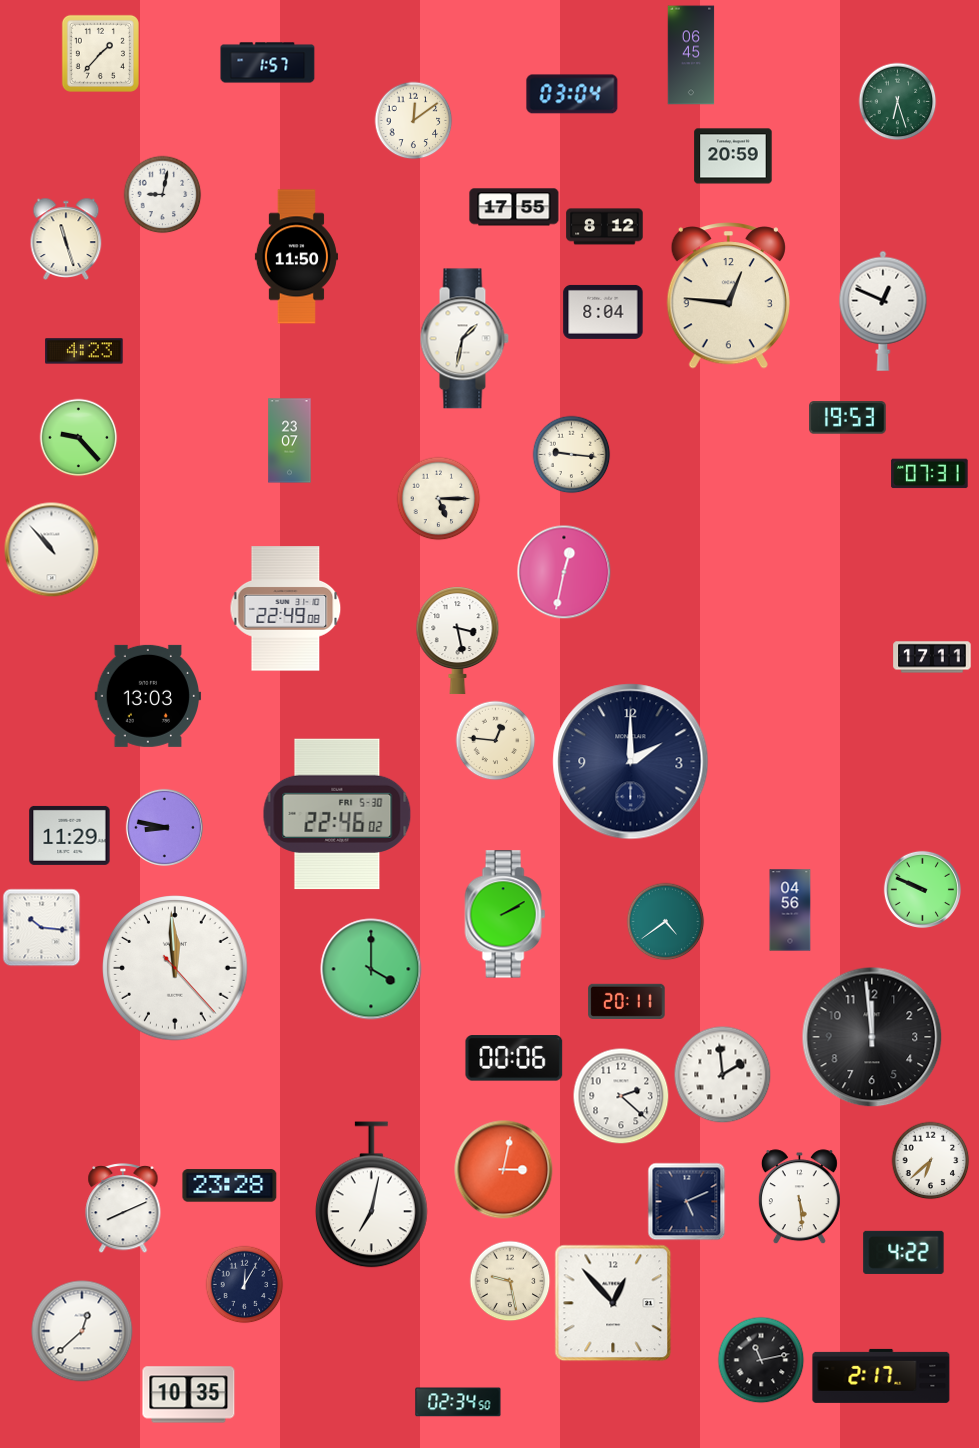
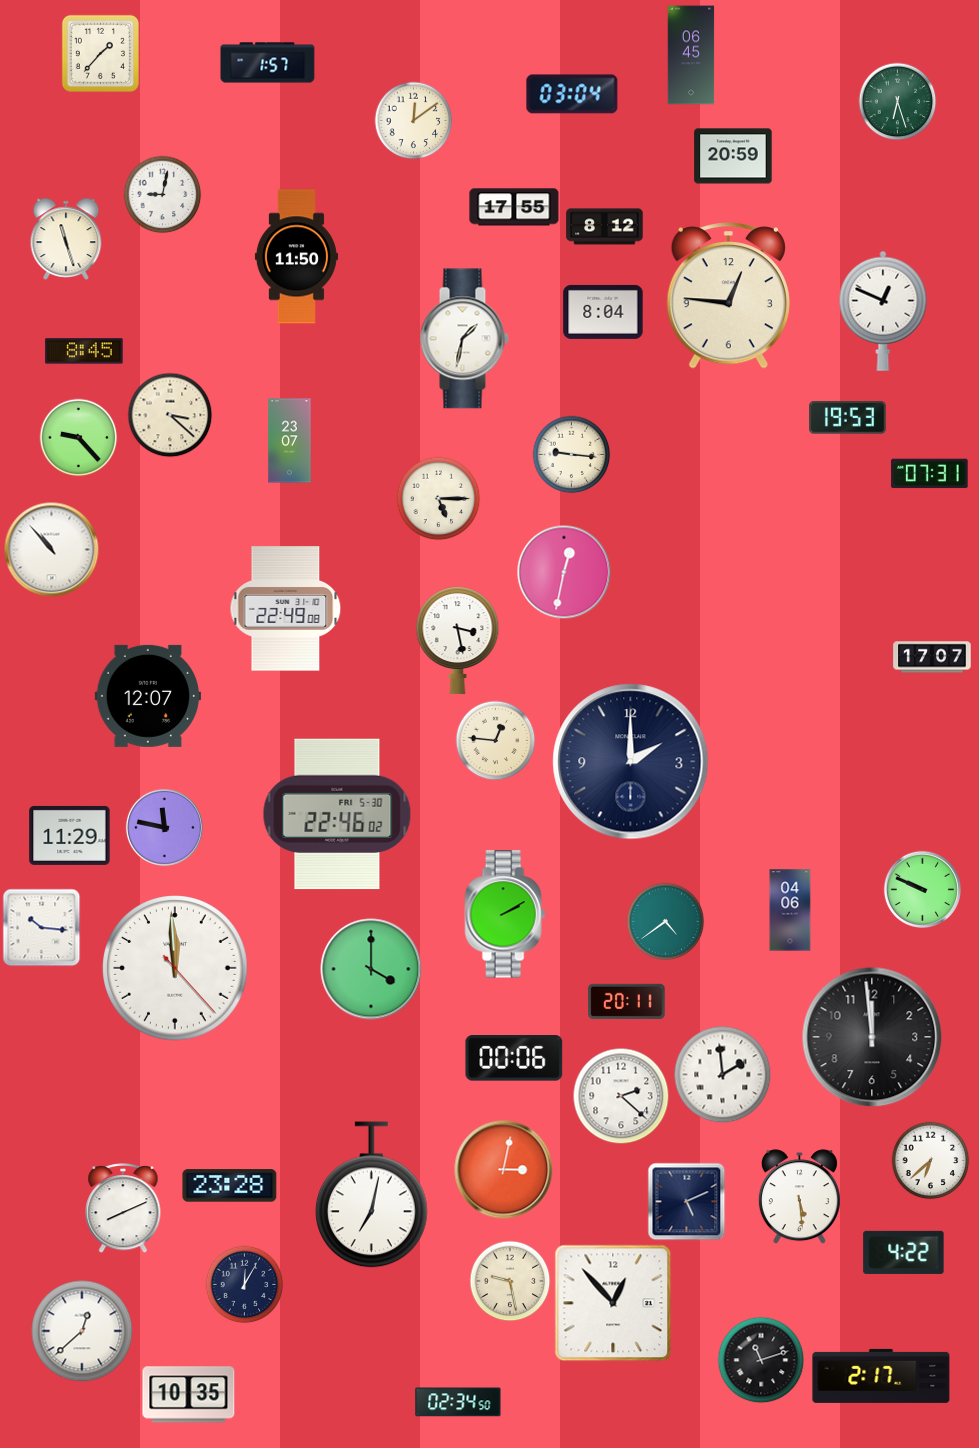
clock at (84, 351): 4:23 -> 8:45
clock at (170, 415): none -> 3:22
clock at (932, 657): 17:11 -> 17:07
clock at (148, 696): 13:03 -> 12:07
clock at (164, 827): 8:47 -> 11:47
clock at (790, 910): 04:56 -> 04:06
clock at (761, 1360): 11:13 -> 11:12
